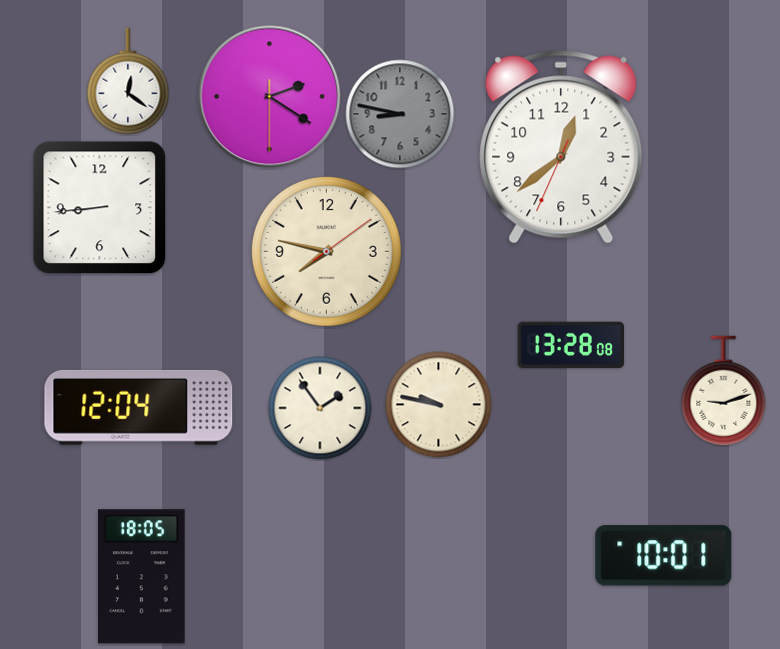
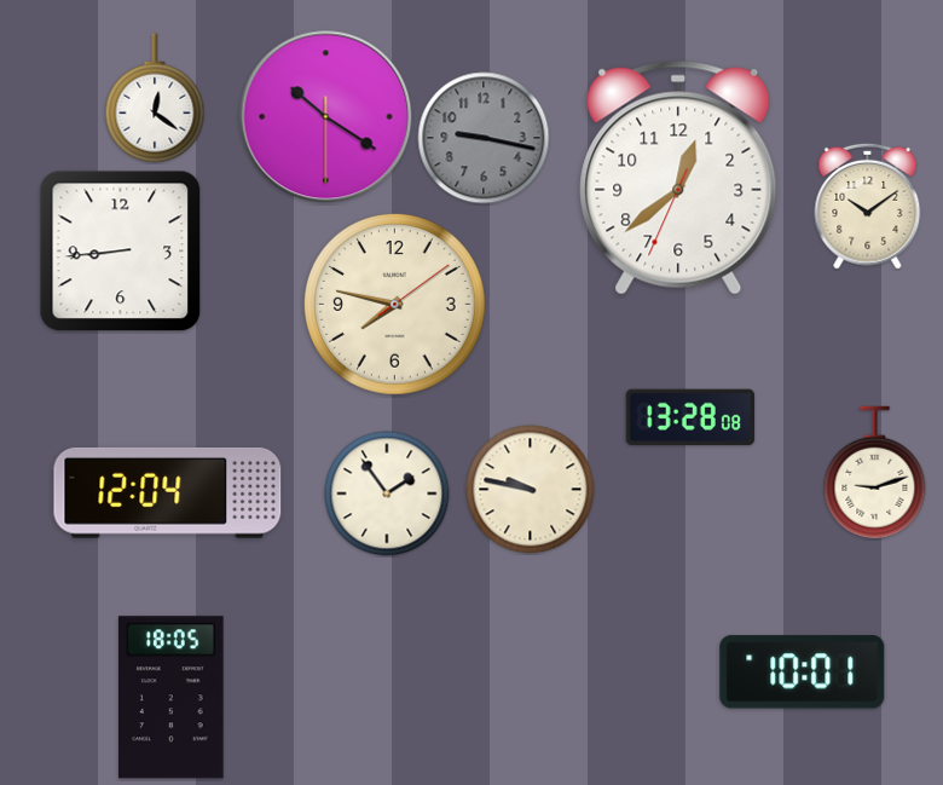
clock at (270, 97): 2:20 -> 10:20
clock at (400, 114): 8:47 -> 9:17
clock at (868, 206): none -> 10:09
